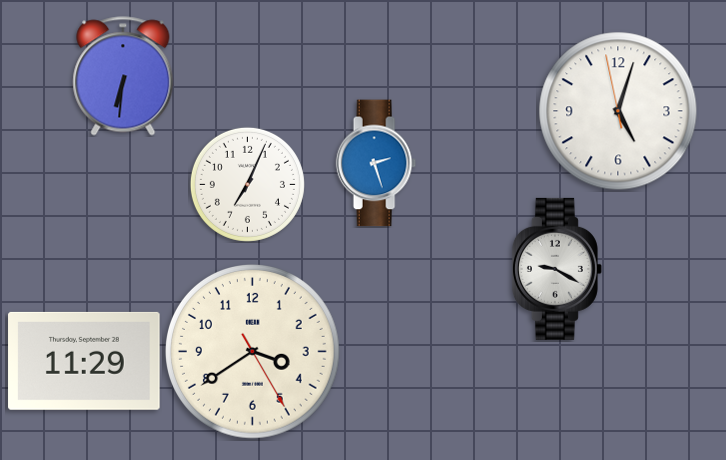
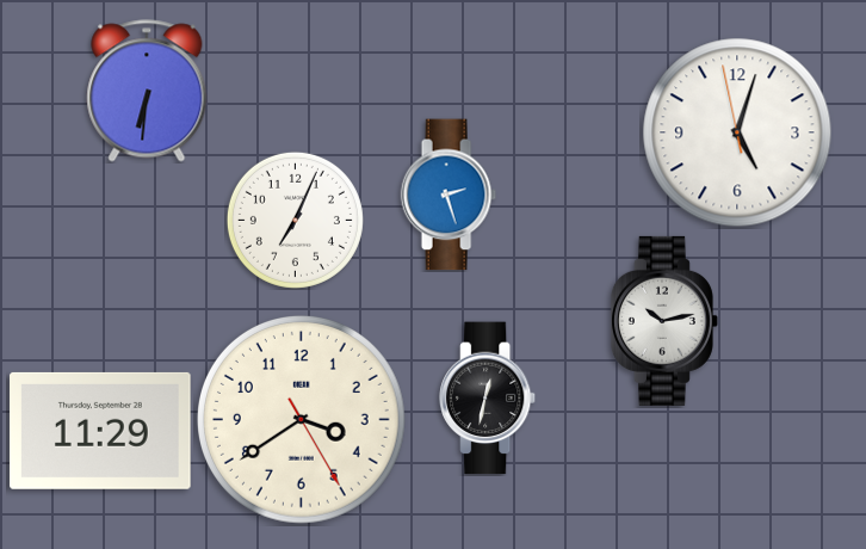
clock at (557, 269): 9:20 -> 10:13
clock at (489, 399): none -> 12:32
